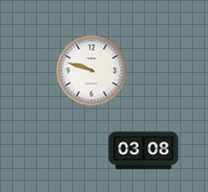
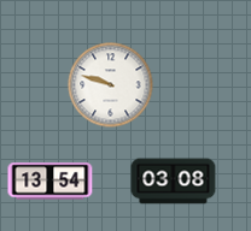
clock at (51, 182): none -> 13:54
